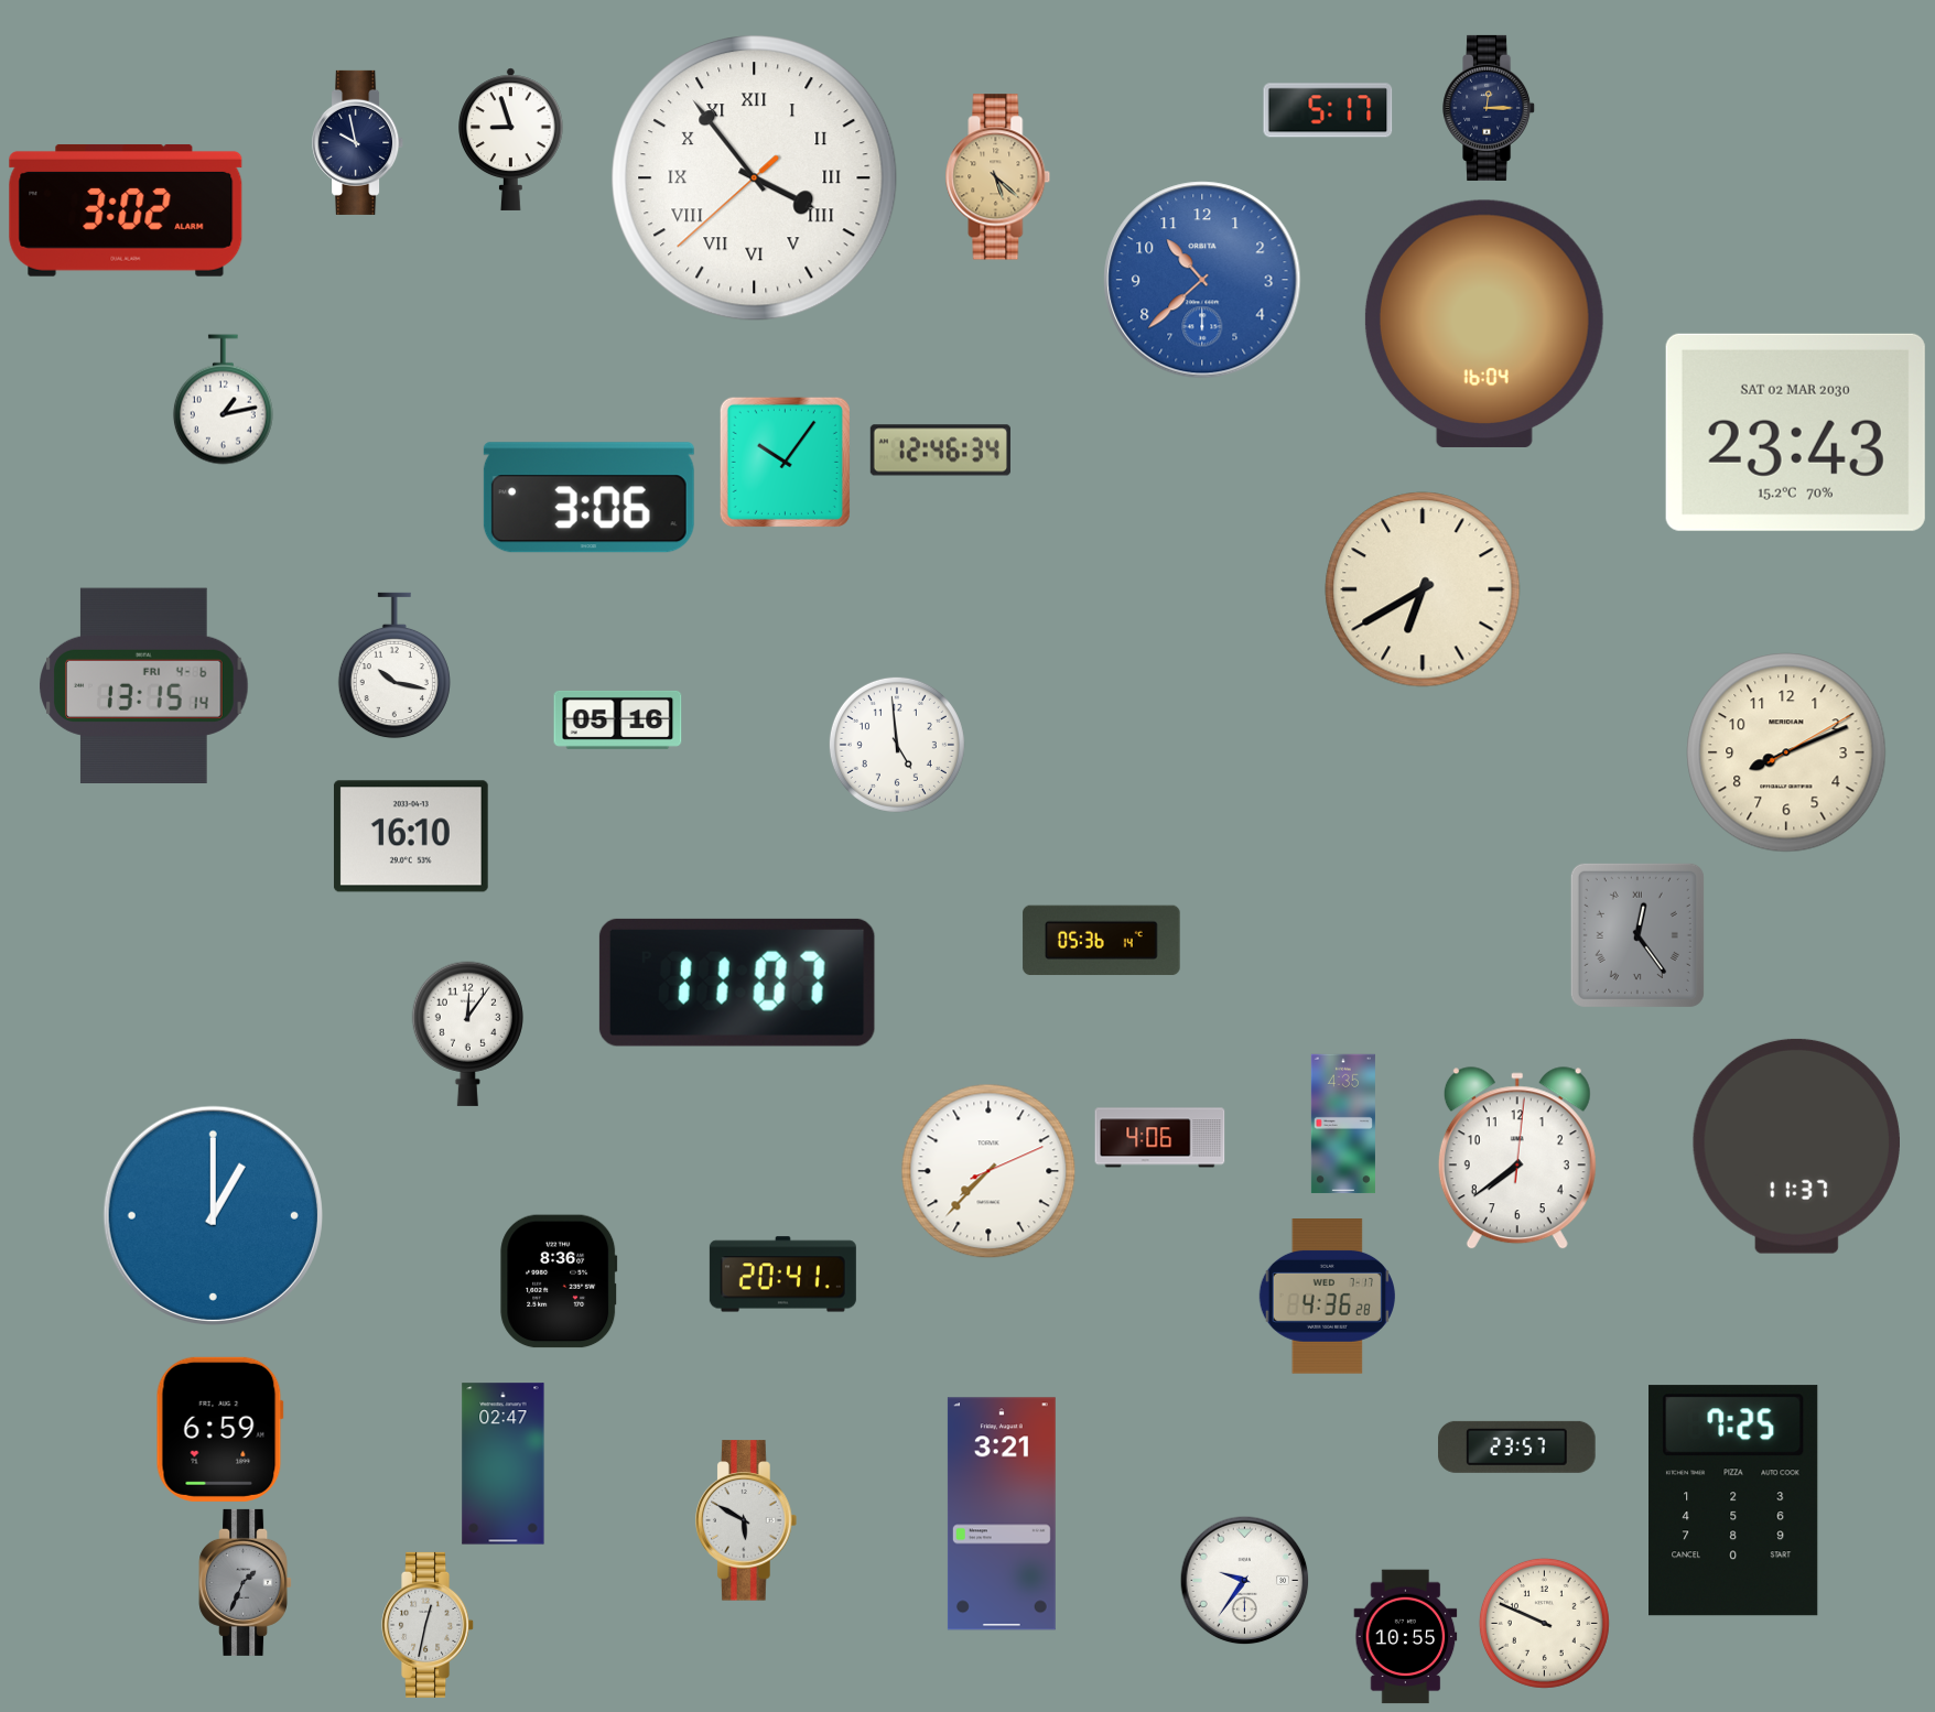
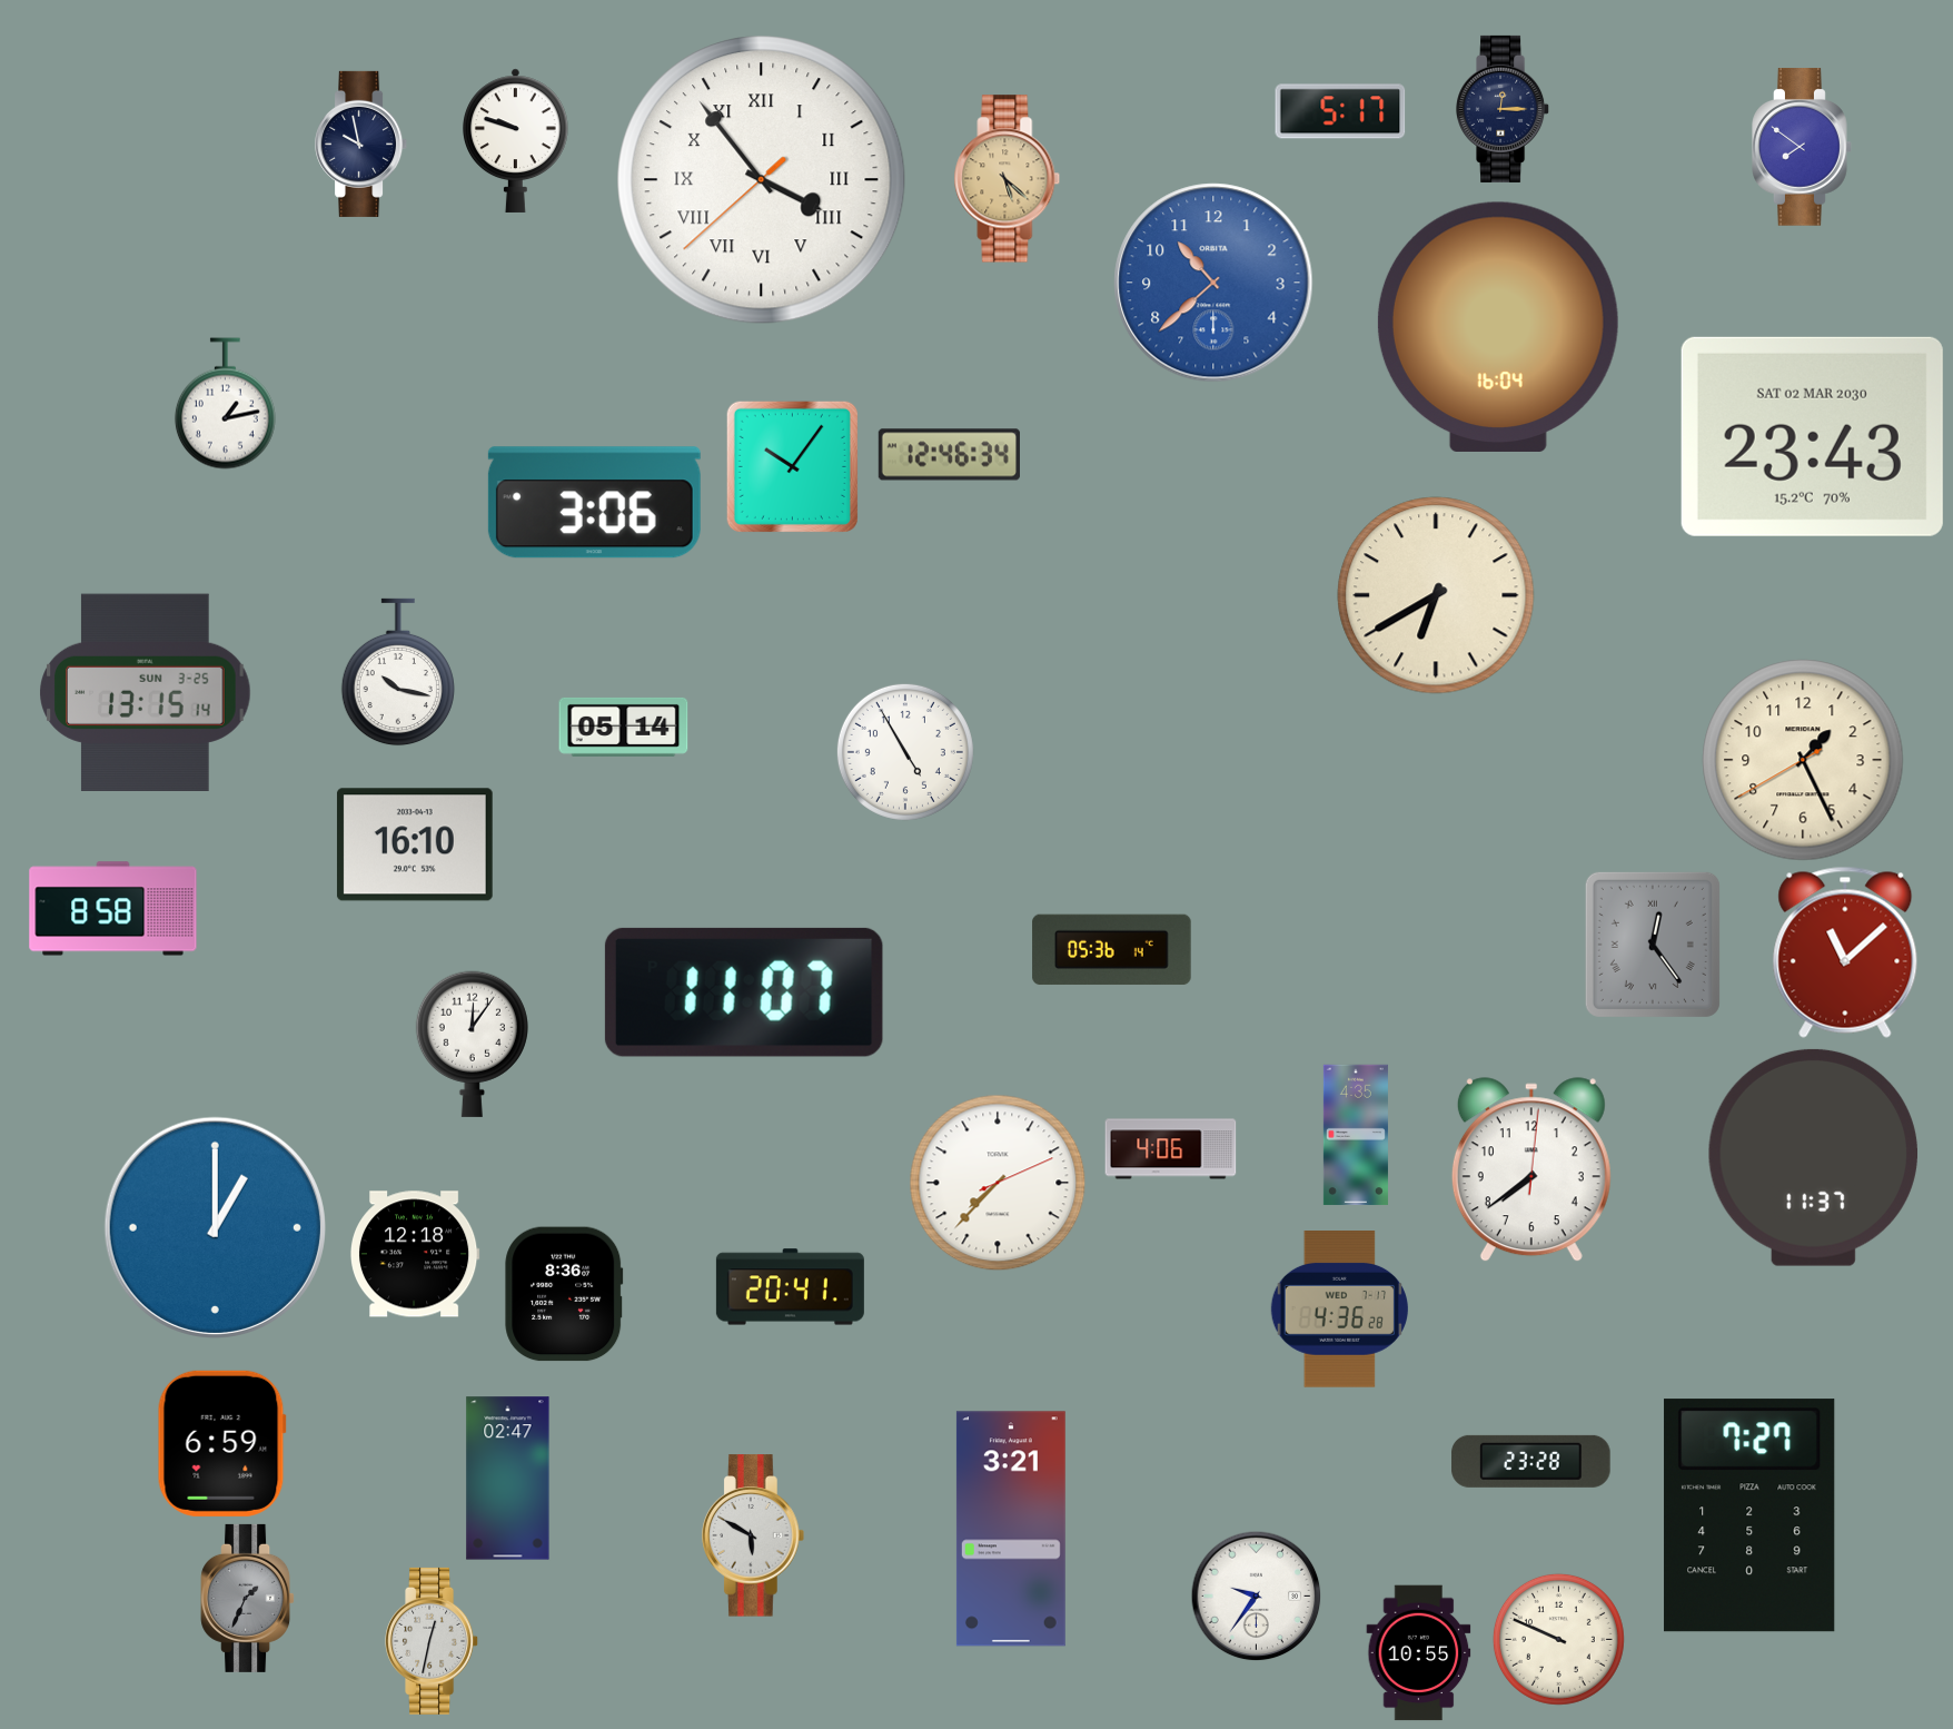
clock at (511, 139): 8:57 -> 9:48
clock at (1802, 147): none -> 7:51
clock at (126, 210): 3:02 -> none
clock at (144, 685) date: FRI 4-6 -> SUN 3-25
clock at (618, 719): 05:16 -> 05:14
clock at (897, 745): 4:59 -> 4:55
clock at (1786, 752): 8:11 -> 1:25
clock at (113, 909): none -> 8:58
clock at (1845, 952): none -> 11:08
clock at (415, 1254): none -> 12:18
clock at (1517, 1446): 23:57 -> 23:28
clock at (1733, 1500): 7:25 -> 7:27
